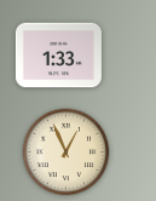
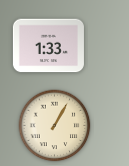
clock at (67, 153): 12:56 -> 1:05
